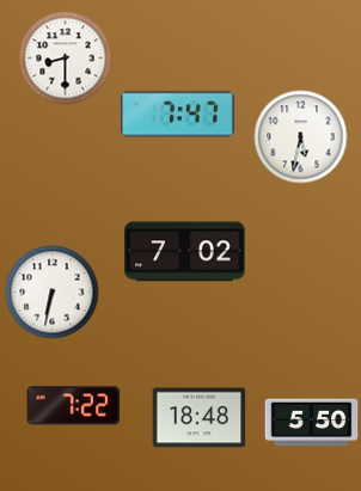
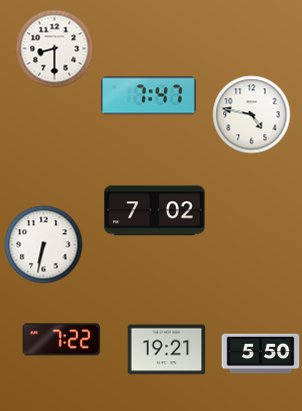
clock at (300, 136): 5:32 -> 4:47
clock at (198, 418): 18:48 -> 19:21
